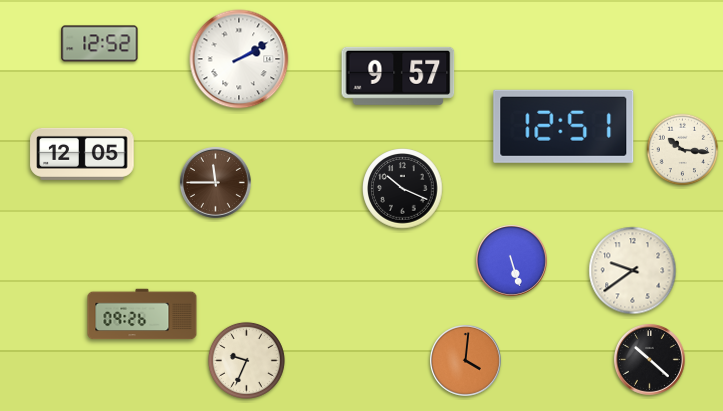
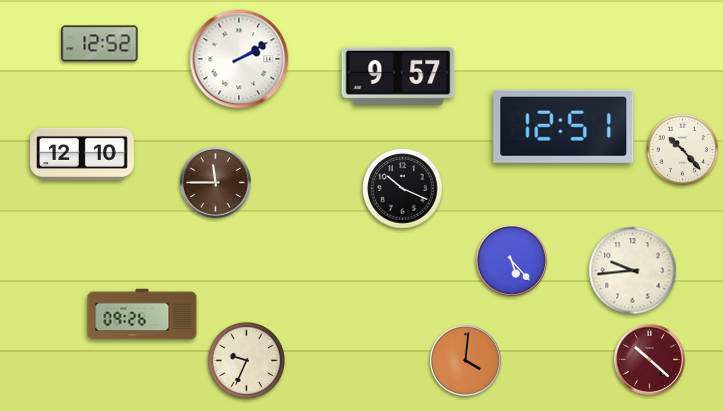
clock at (683, 150): 10:16 -> 10:23
clock at (82, 154): 12:05 -> 12:10
clock at (511, 260): 5:27 -> 5:23
clock at (633, 271): 9:39 -> 9:44
clock at (649, 359) dial: black -> burgundy
